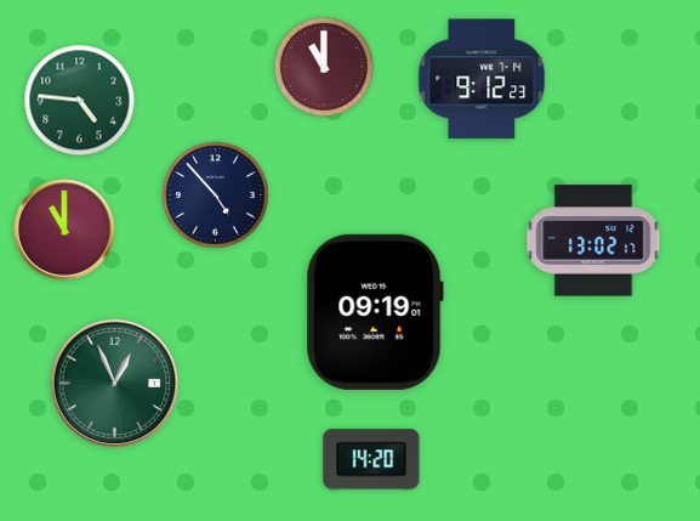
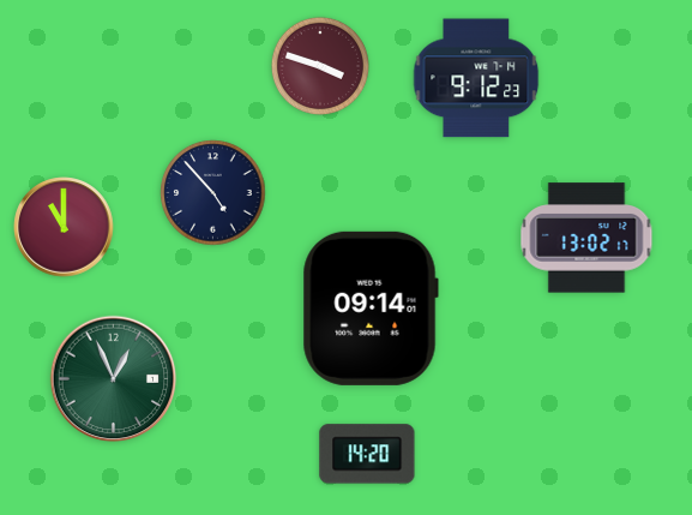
clock at (324, 67): 11:00 -> 3:48
clock at (80, 101): 4:46 -> none
clock at (375, 312): 09:19 -> 09:14
